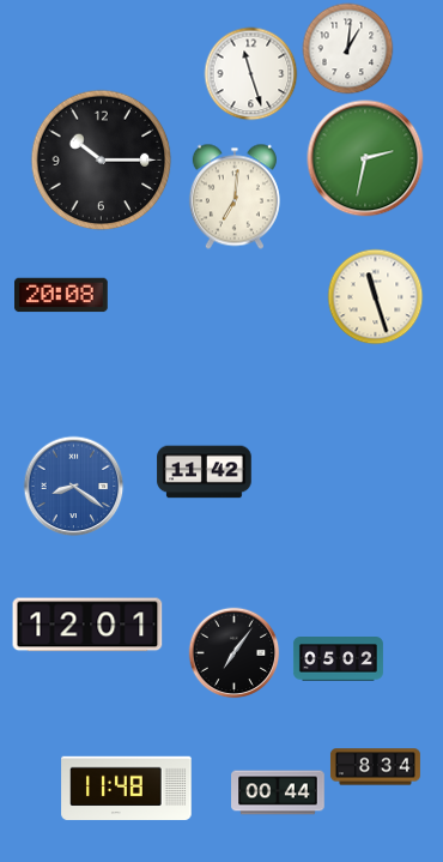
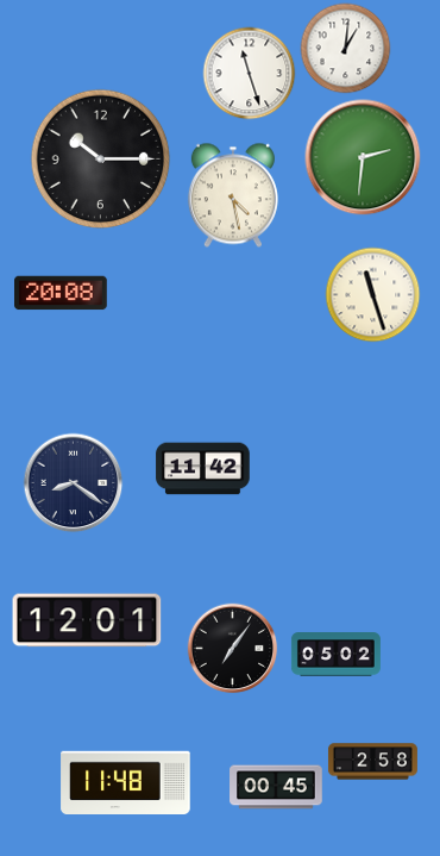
clock at (365, 158): 2:32 -> 2:31
clock at (235, 197): 7:01 -> 4:28
clock at (74, 487) dial: blue -> navy
clock at (375, 767): 8:34 -> 2:58
clock at (278, 792): 00:44 -> 00:45
